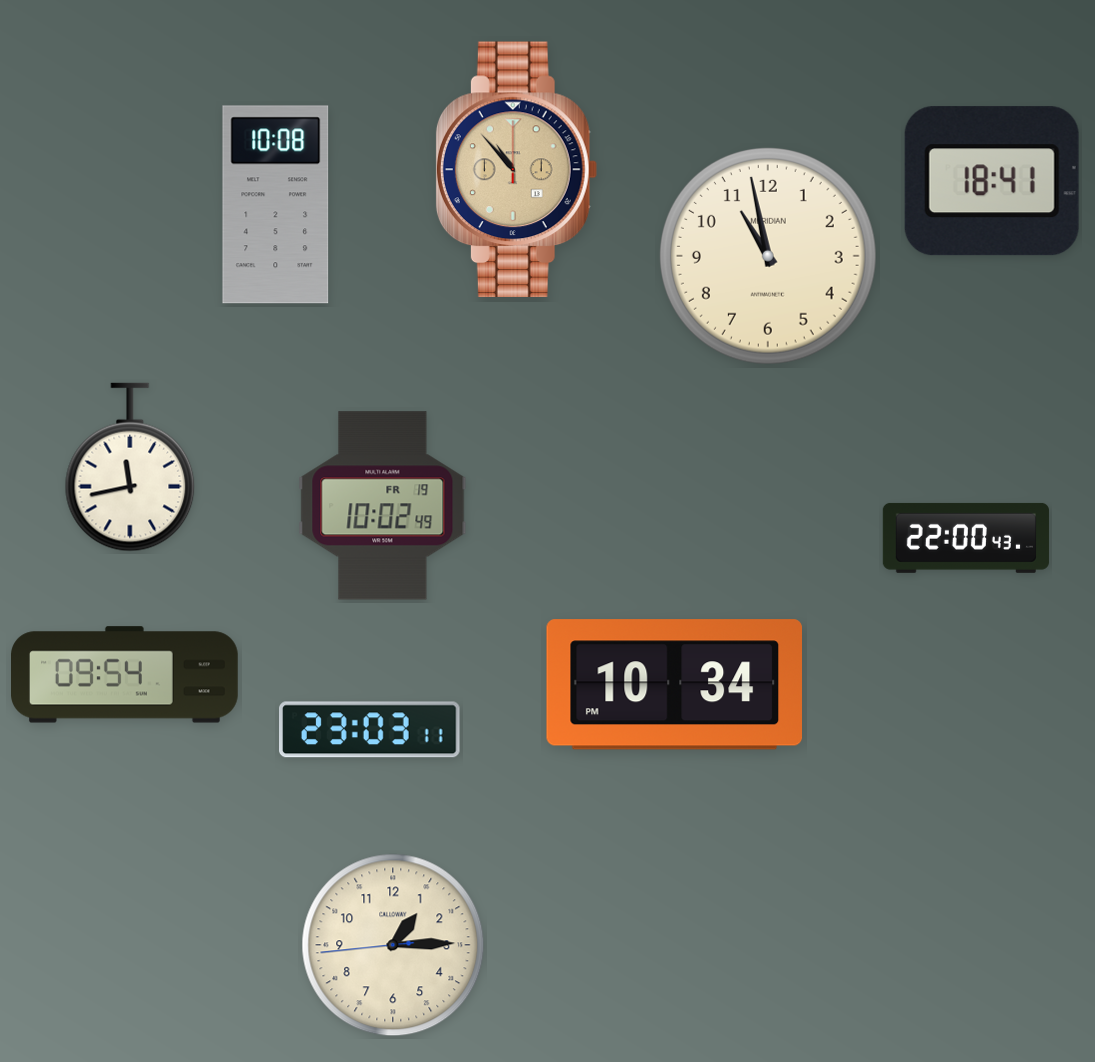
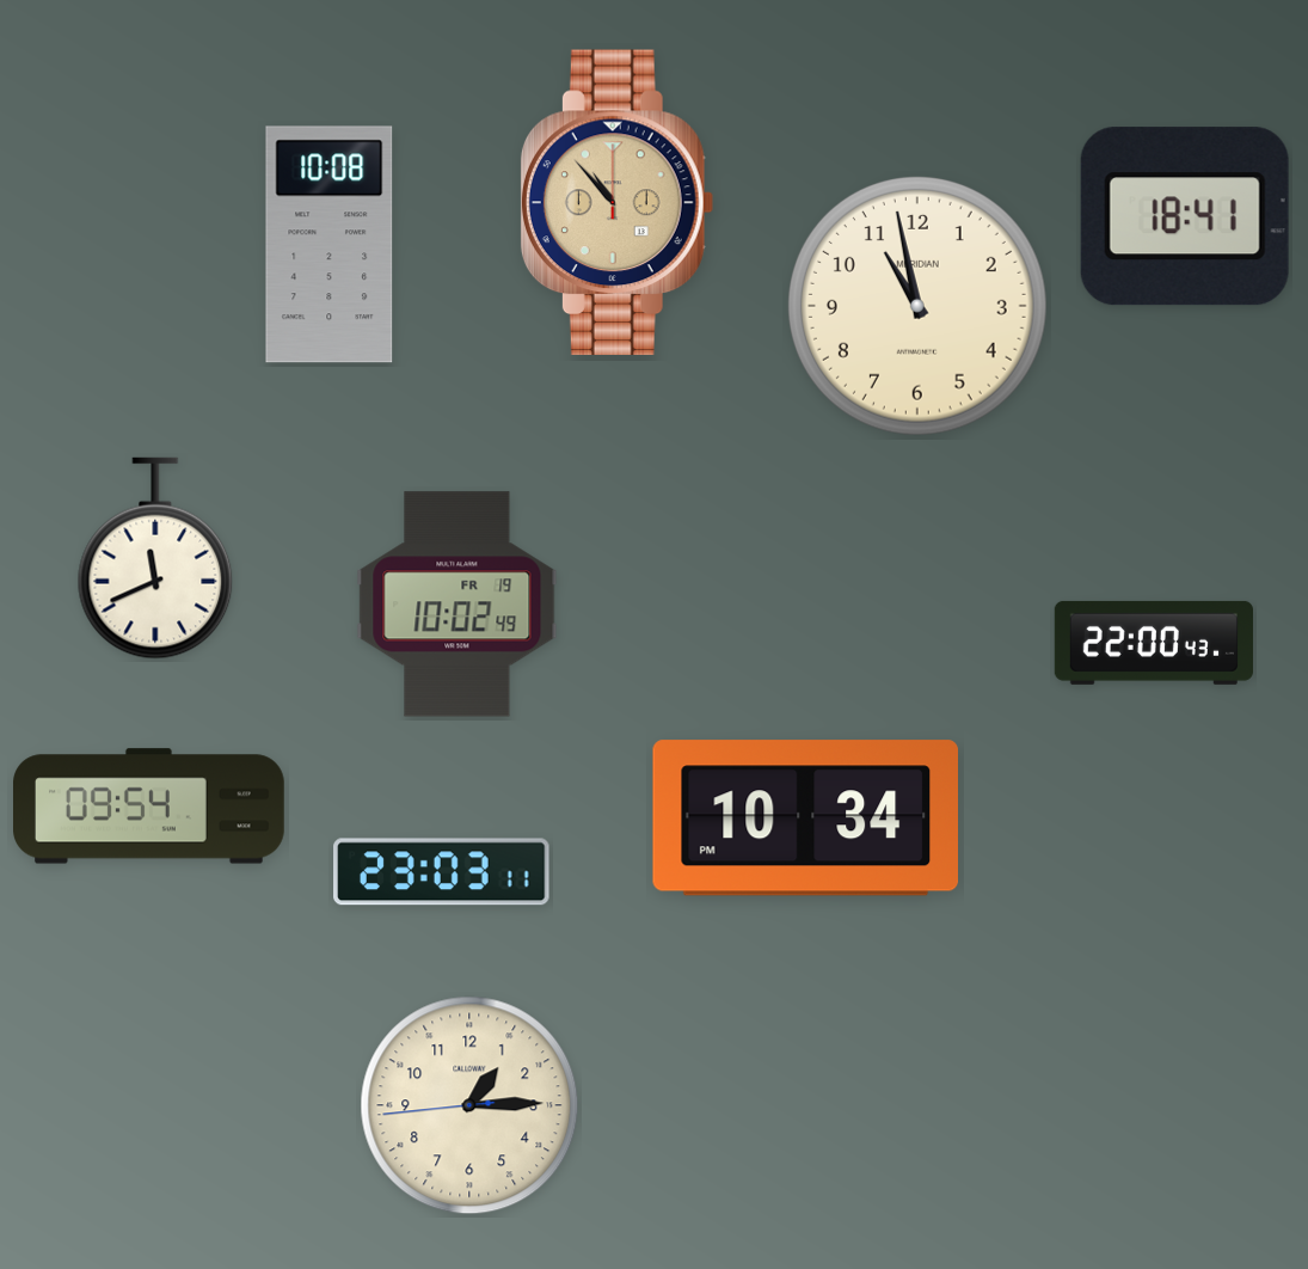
clock at (130, 467): 11:43 -> 11:41
clock at (393, 945) position: (393, 945) -> (469, 1105)
